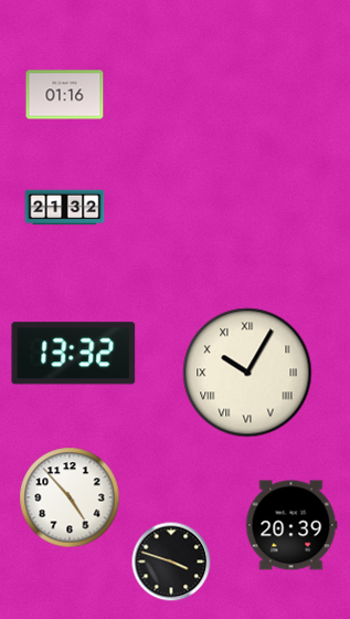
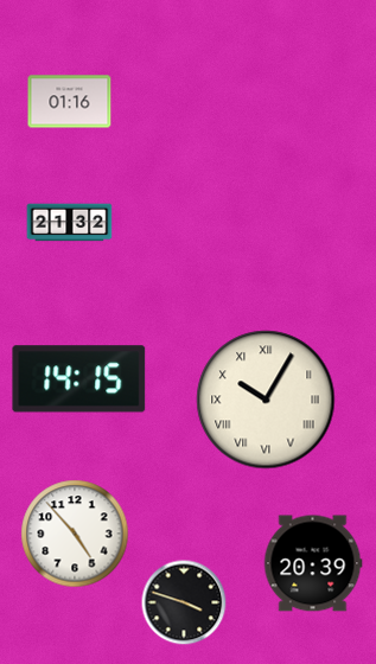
clock at (74, 354): 13:32 -> 14:15
